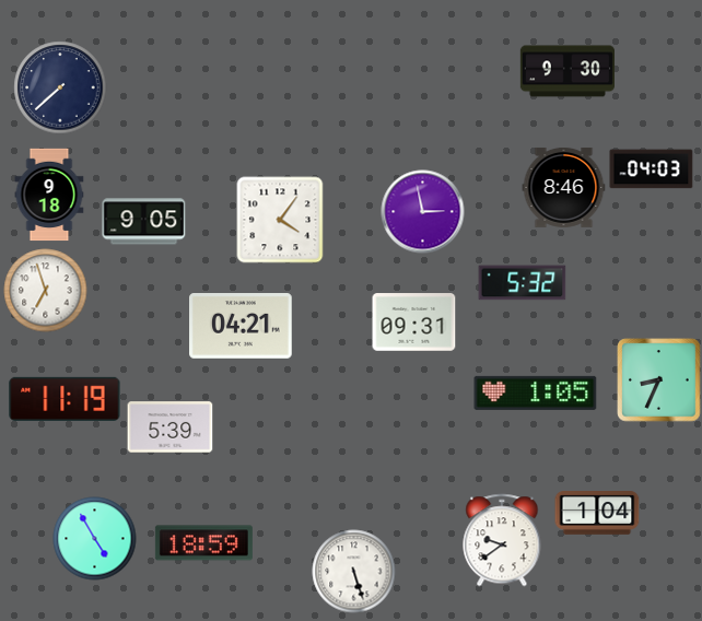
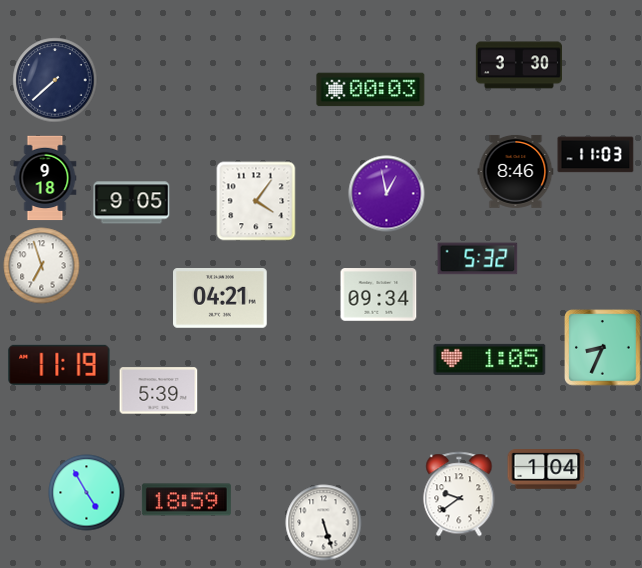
clock at (566, 71): 9:30 -> 3:30
clock at (371, 90): none -> 00:03
clock at (652, 169): 04:03 -> 11:03
clock at (423, 212): 2:58 -> 12:58
clock at (414, 323): 09:31 -> 09:34
clock at (171, 427) position: (171, 427) -> (159, 391)
clock at (203, 543) position: (203, 543) -> (186, 500)
